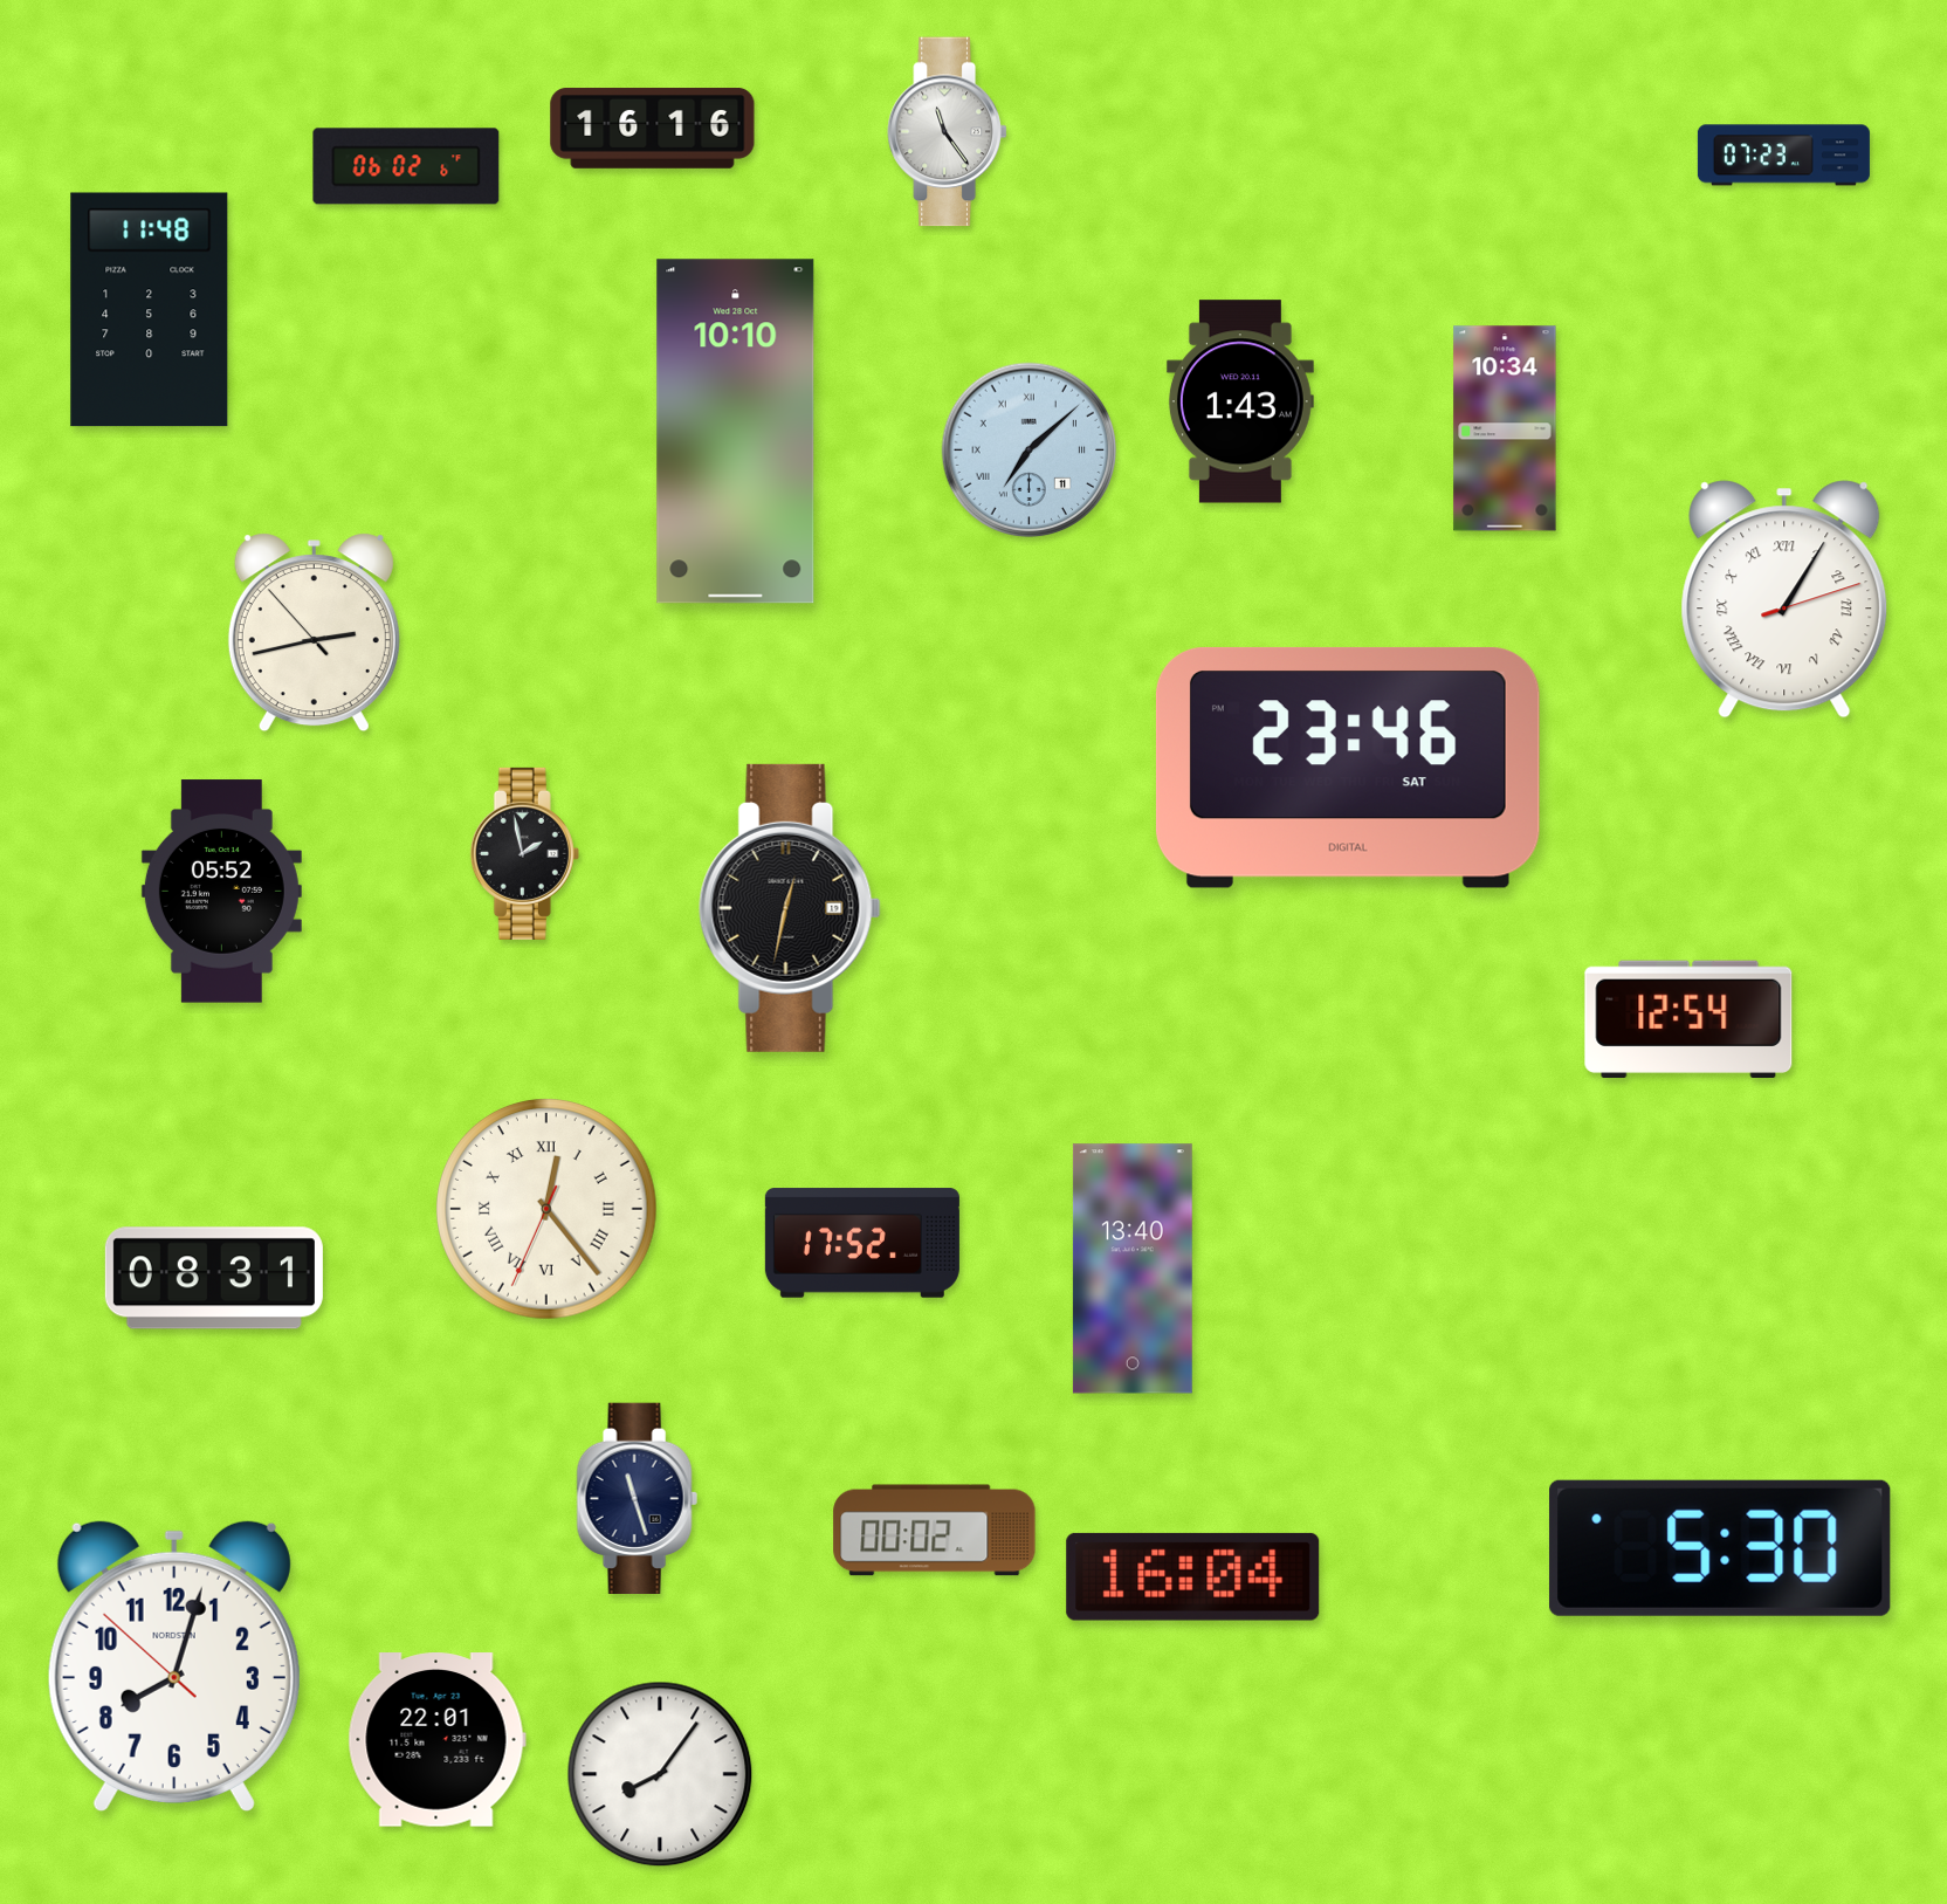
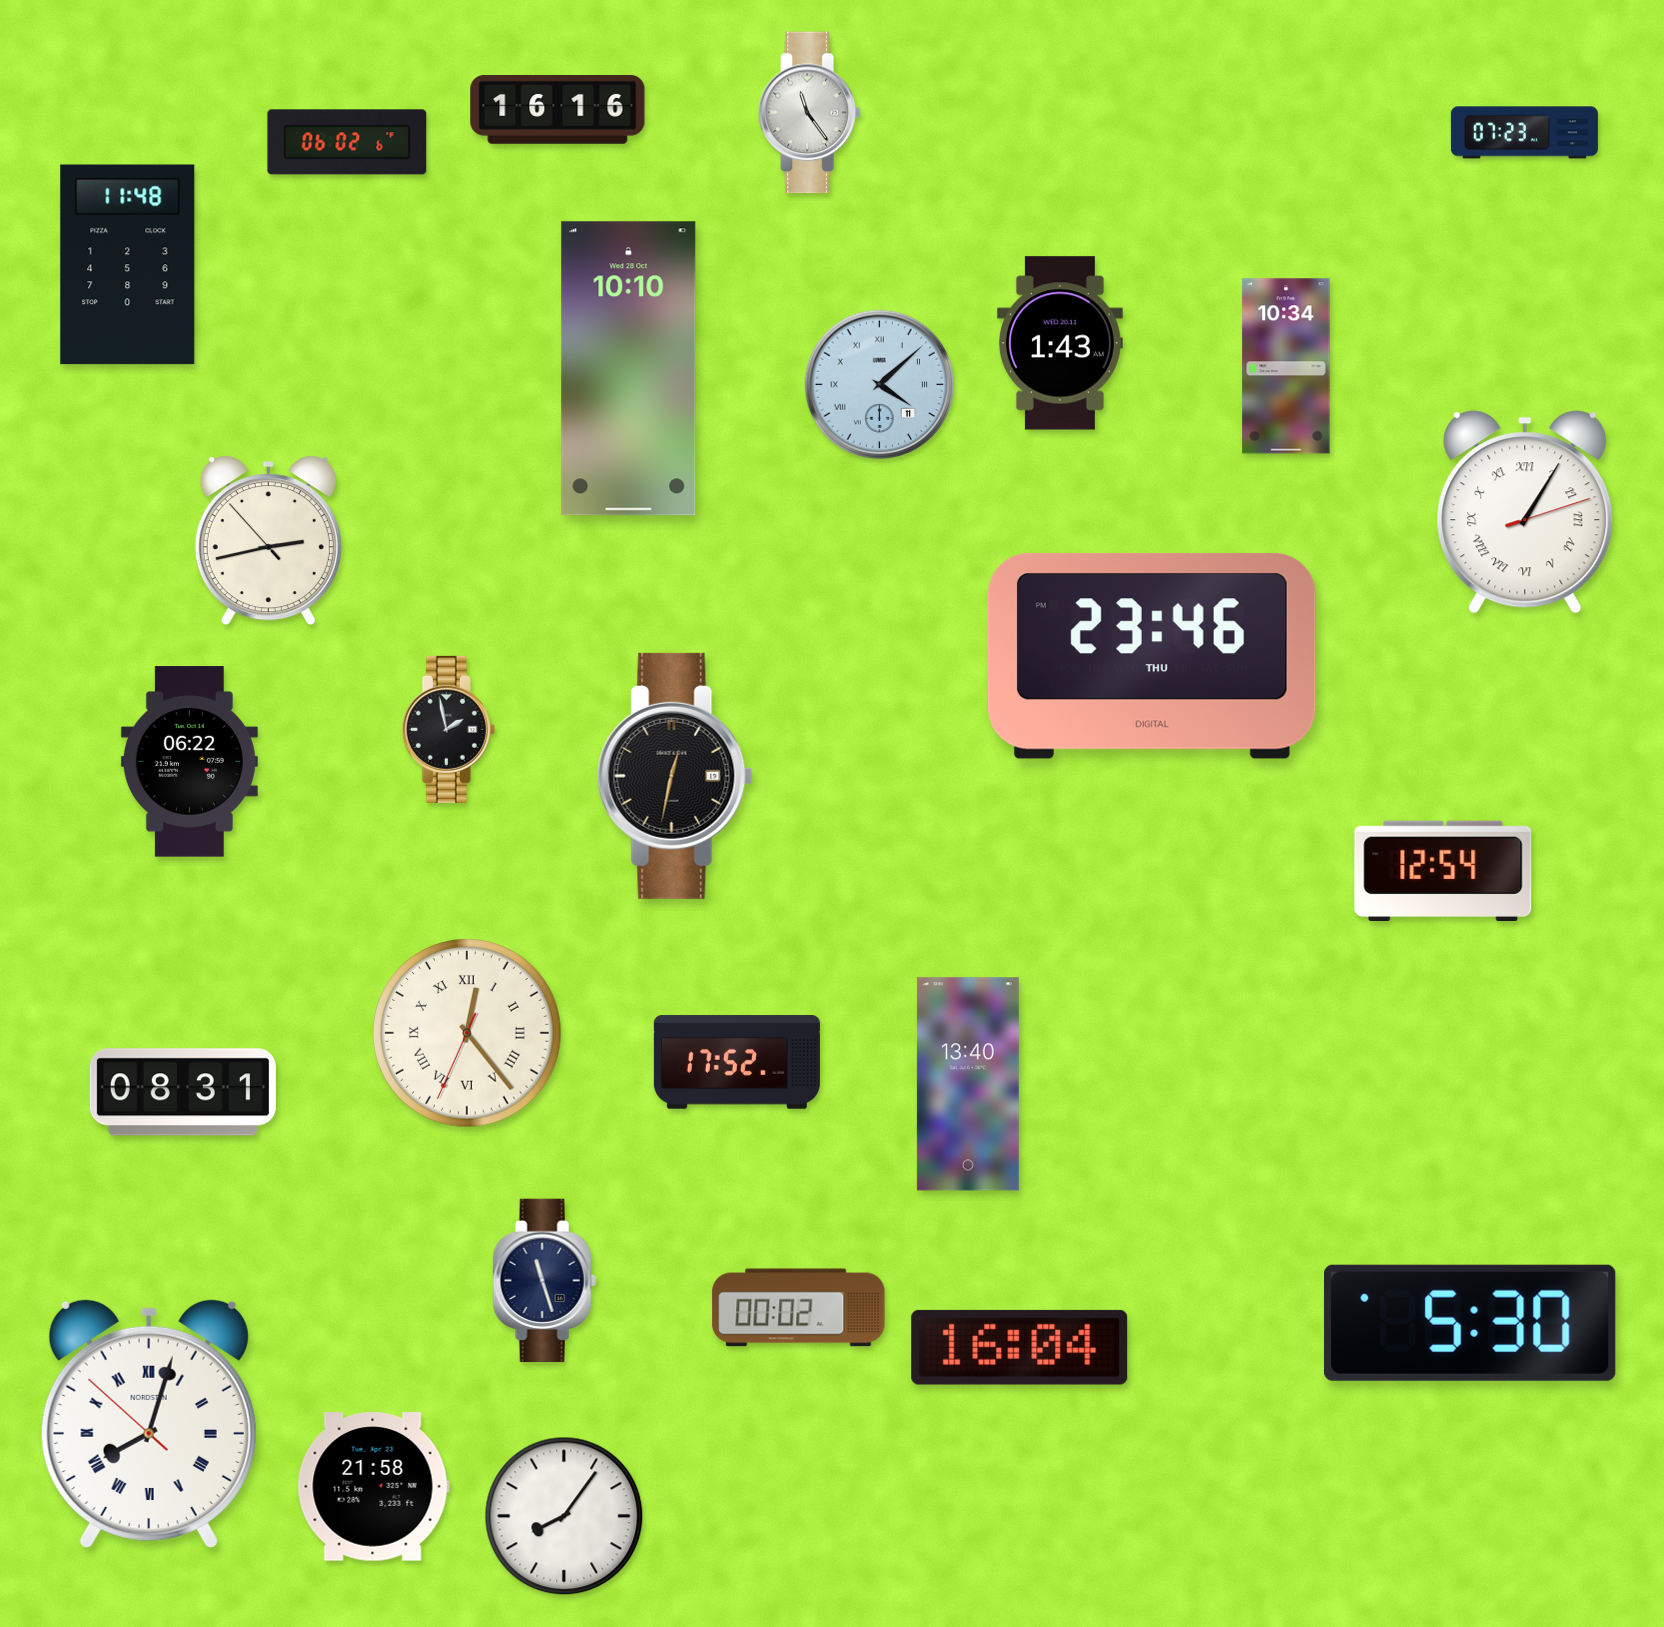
clock at (1030, 451): 7:08 -> 4:08
clock at (1348, 768) date: SAT -> THU
clock at (221, 892): 05:52 -> 06:22
clock at (174, 1666) numerals: Arabic -> Roman
clock at (436, 1740): 22:01 -> 21:58
